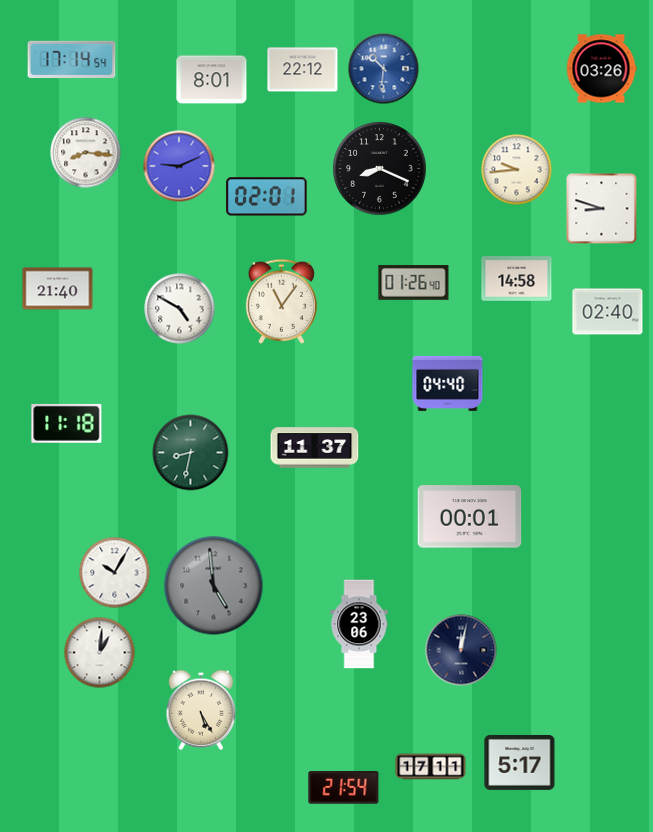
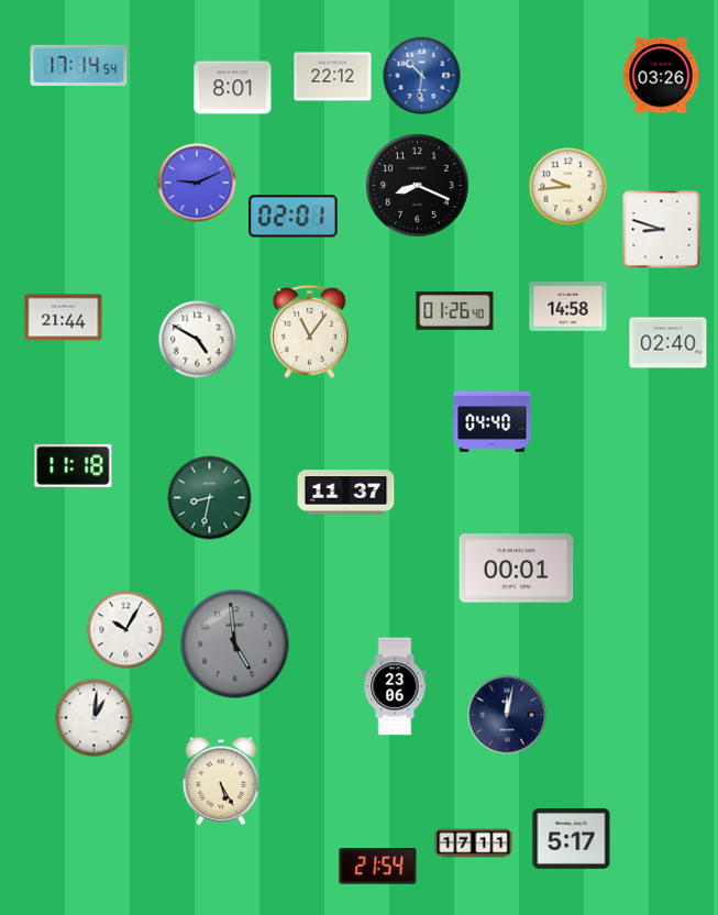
clock at (86, 153): 8:16 -> none
clock at (58, 289): 21:40 -> 21:44
clock at (100, 653) position: (100, 653) -> (95, 718)
